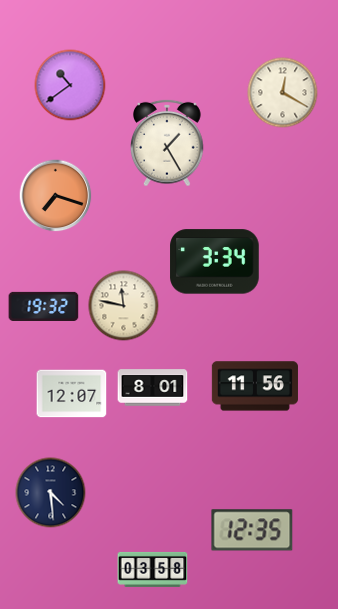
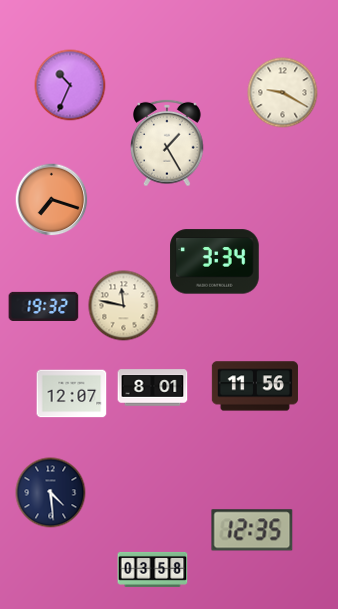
clock at (70, 85): 10:39 -> 10:34
clock at (283, 93): 12:20 -> 9:20
clock at (56, 196) position: (56, 196) -> (52, 200)
